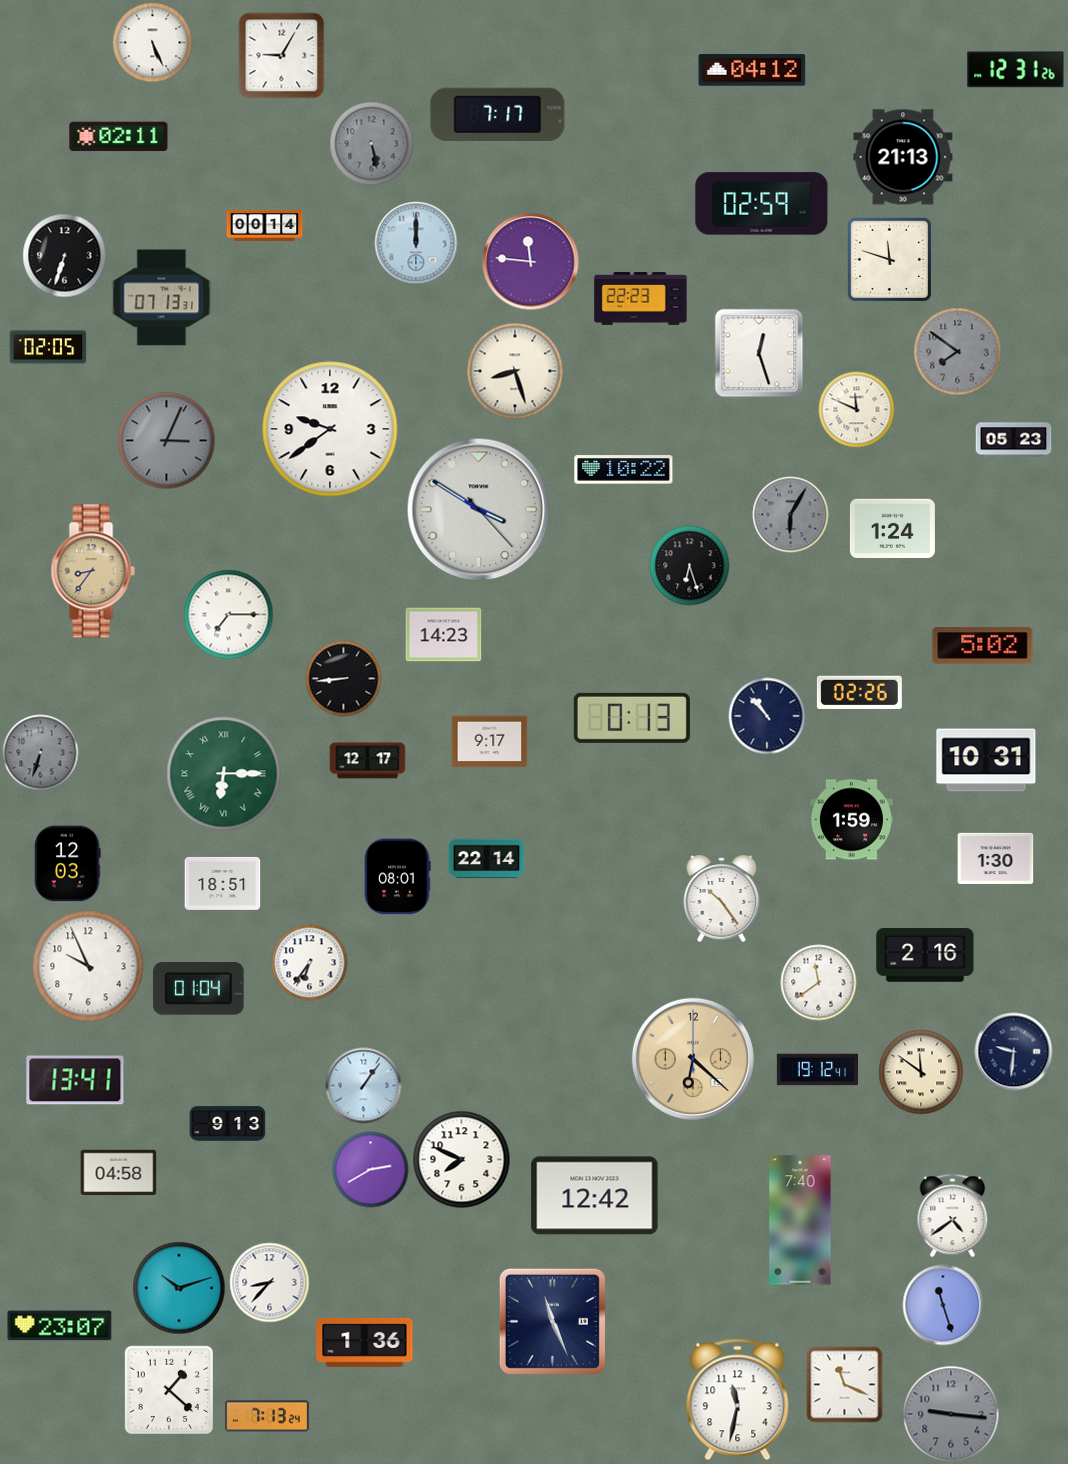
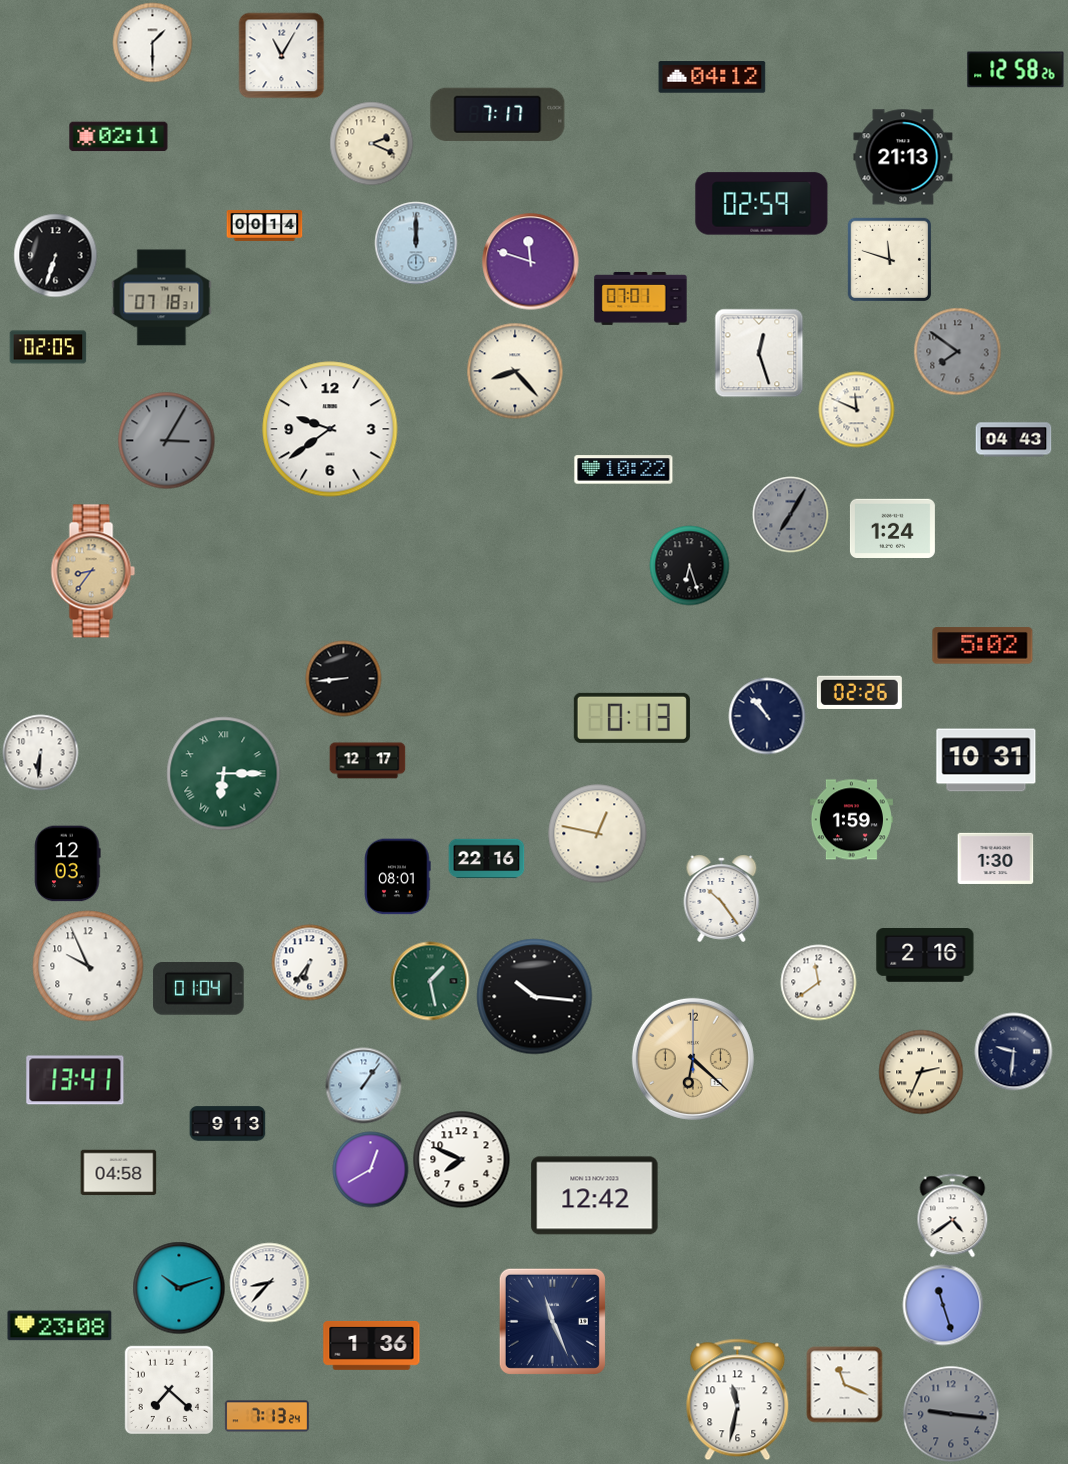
clock at (153, 43): 5:26 -> 1:30
clock at (282, 56): 9:05 -> 11:05
clock at (752, 70) position: (752, 70) -> (712, 77)
clock at (1016, 70): 12:31 -> 12:58
clock at (372, 144): 5:28 -> 2:19
clock at (372, 144) dial: grey -> cream
clock at (65, 256) position: (65, 256) -> (56, 256)
clock at (531, 262): 11:46 -> 11:48
clock at (162, 298): 07:13 -> 07:18
clock at (641, 298): 22:23 -> 07:01
clock at (515, 371): 8:27 -> 8:23
clock at (1014, 440): 05:23 -> 04:43
clock at (167, 441): 3:04 -> 3:05
clock at (479, 510): 3:50 -> none
clock at (791, 515): 6:05 -> 7:05
clock at (229, 615): 7:15 -> none
clock at (444, 635): 14:23 -> none
clock at (490, 742): 9:17 -> none
clock at (41, 753): 6:33 -> 6:31
clock at (41, 753) dial: grey -> white
clock at (598, 834): none -> 12:47
clock at (487, 859): 22:14 -> 22:16
clock at (223, 883): 18:51 -> none
clock at (430, 981): none -> 1:28
clock at (535, 997): none -> 10:16
clock at (817, 1070): 19:12 -> none
clock at (921, 1072): 11:51 -> 2:34
clock at (371, 1170): 2:40 -> 12:40
clock at (800, 1220): 7:40 -> none
clock at (60, 1326): 23:07 -> 23:08
clock at (365, 1342) position: (365, 1342) -> (372, 1345)
clock at (169, 1390): 1:22 -> 7:22
